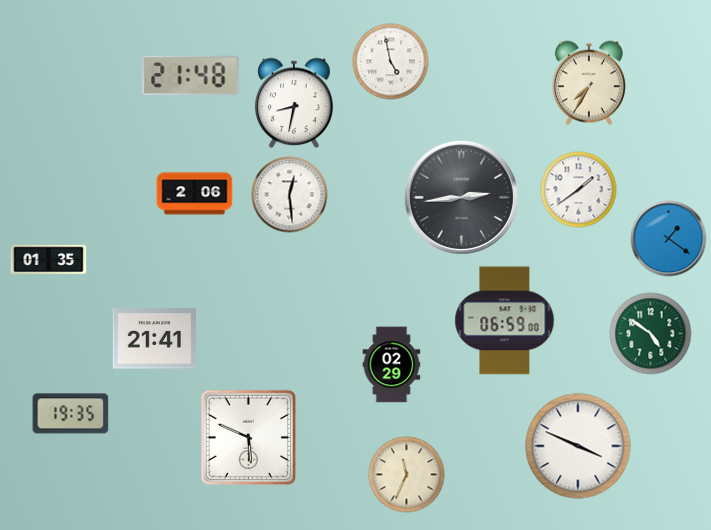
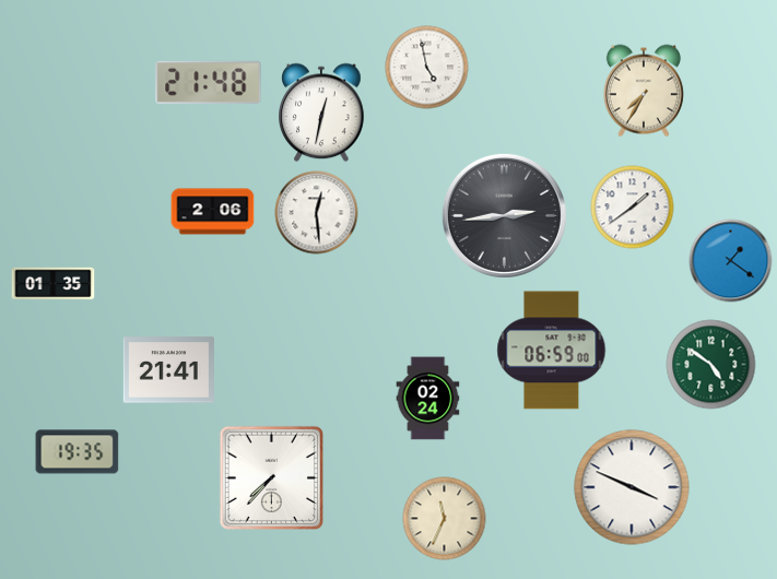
clock at (294, 103): 8:32 -> 12:32
clock at (392, 365): 02:29 -> 02:24
clock at (248, 437): 5:49 -> 7:37
